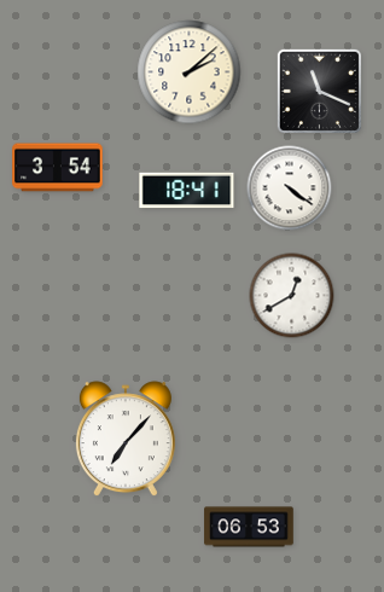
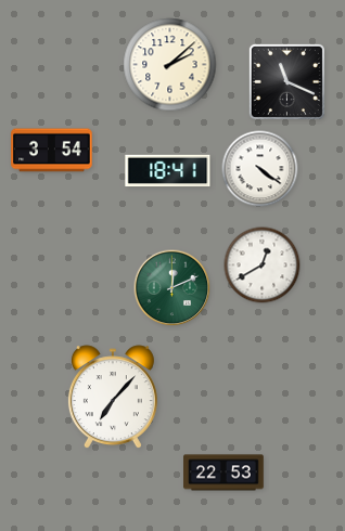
clock at (173, 288): none -> 12:11
clock at (126, 440) position: (126, 440) -> (113, 398)
clock at (249, 527): 06:53 -> 22:53
